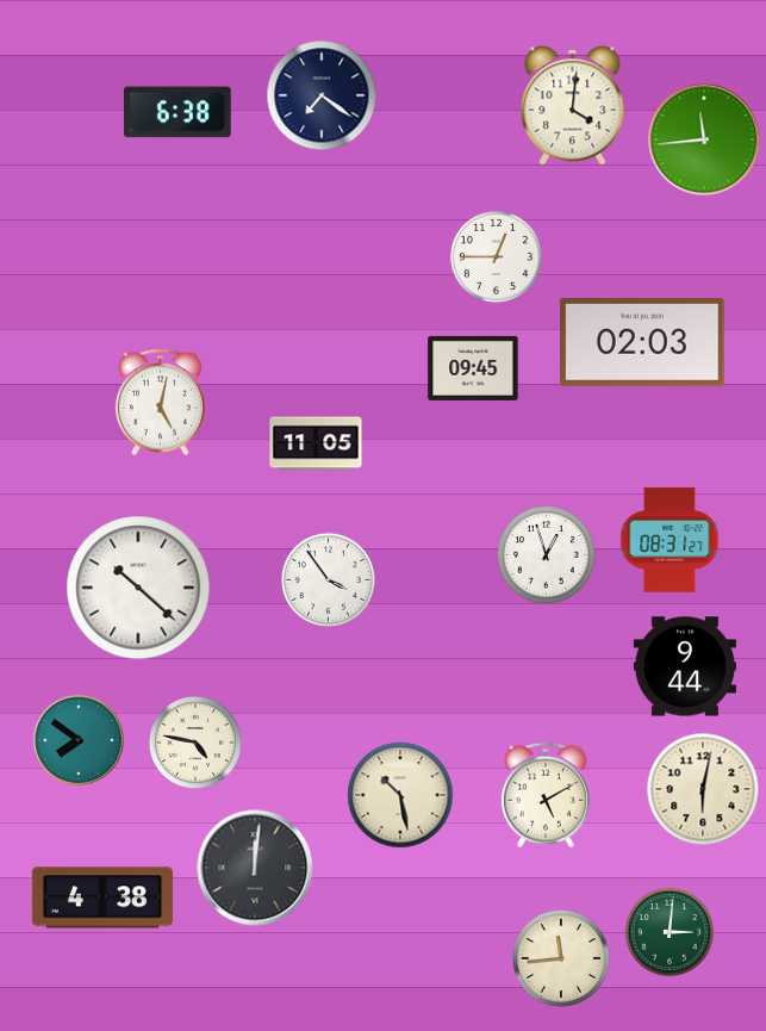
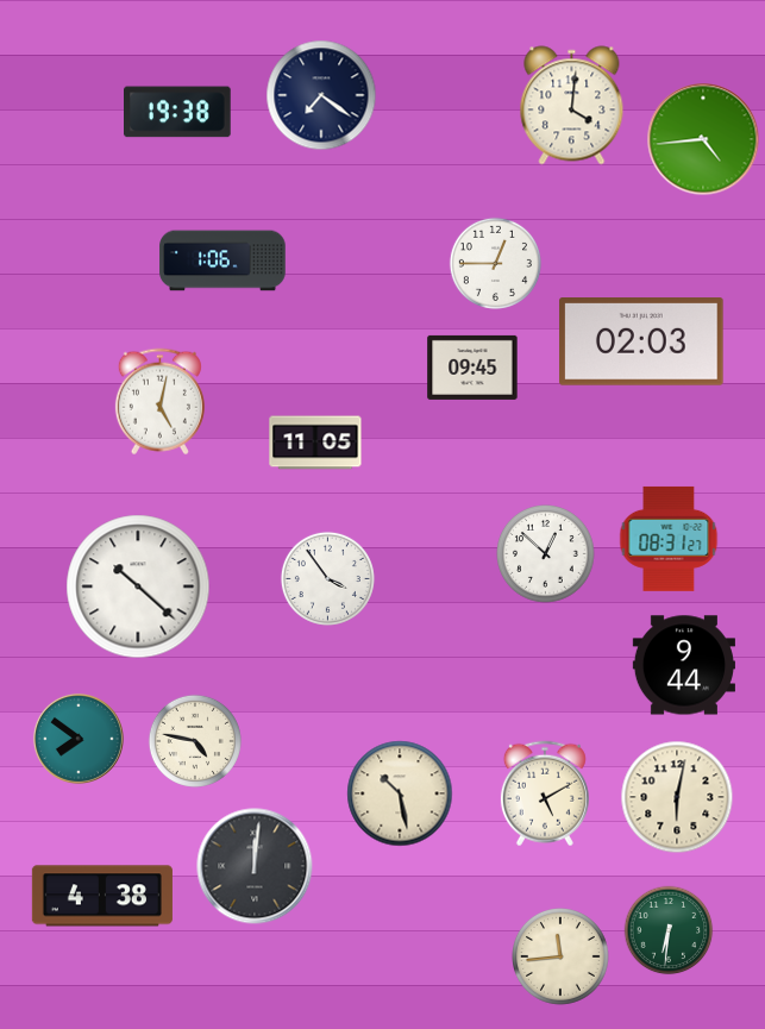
clock at (179, 112): 6:38 -> 19:38
clock at (704, 139): 11:44 -> 4:44
clock at (496, 256) position: (496, 256) -> (495, 263)
clock at (222, 261): none -> 1:06
clock at (547, 555): 12:57 -> 12:52
clock at (703, 789) position: (703, 789) -> (677, 797)
clock at (670, 932): 3:01 -> 6:31
